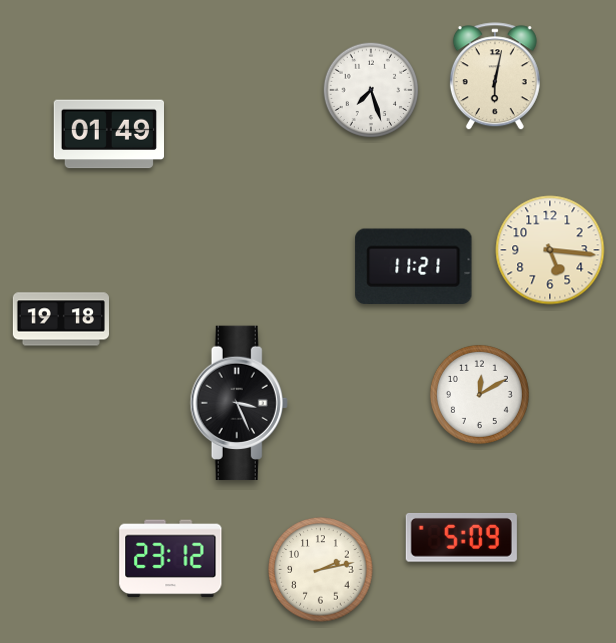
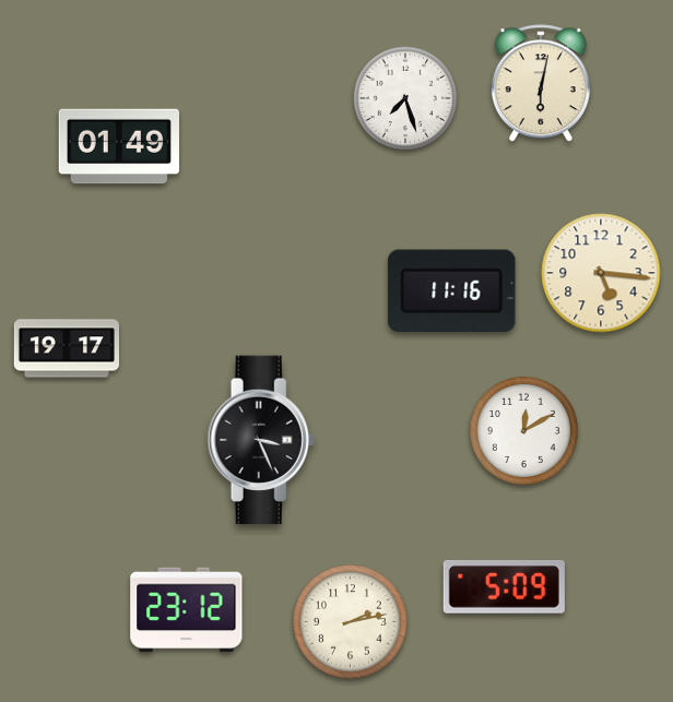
clock at (414, 267): 11:21 -> 11:16
clock at (60, 319): 19:18 -> 19:17
